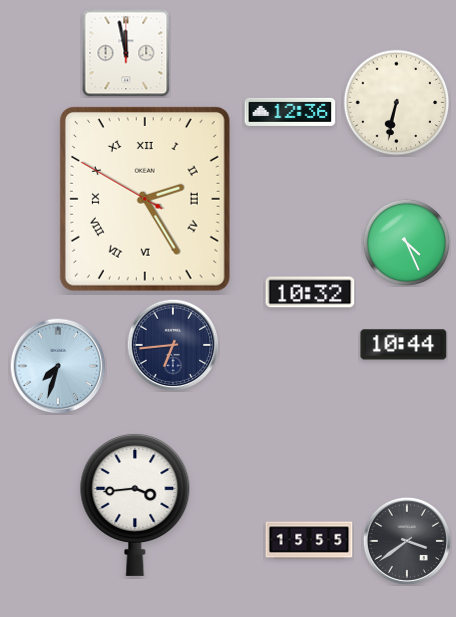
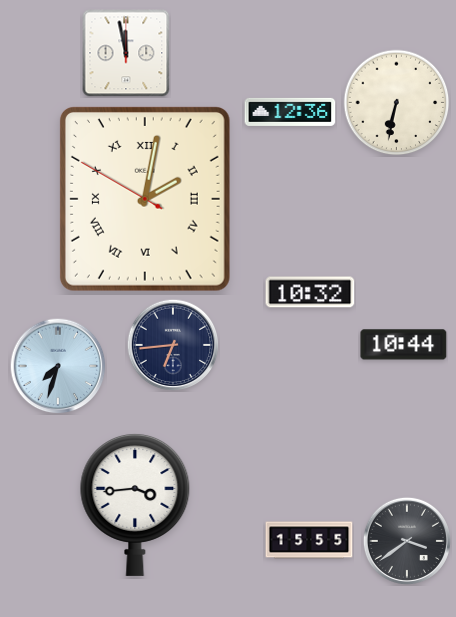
clock at (145, 199): 2:24 -> 2:01
clock at (406, 242): 4:26 -> none
